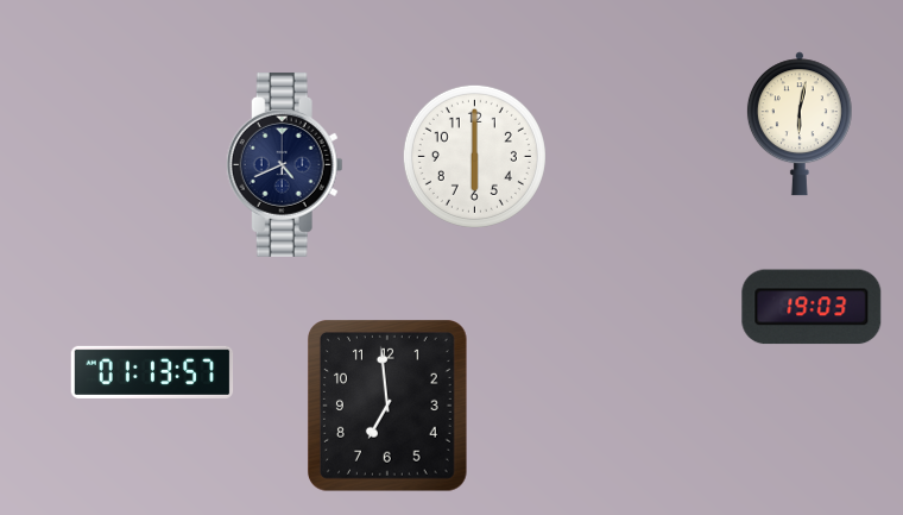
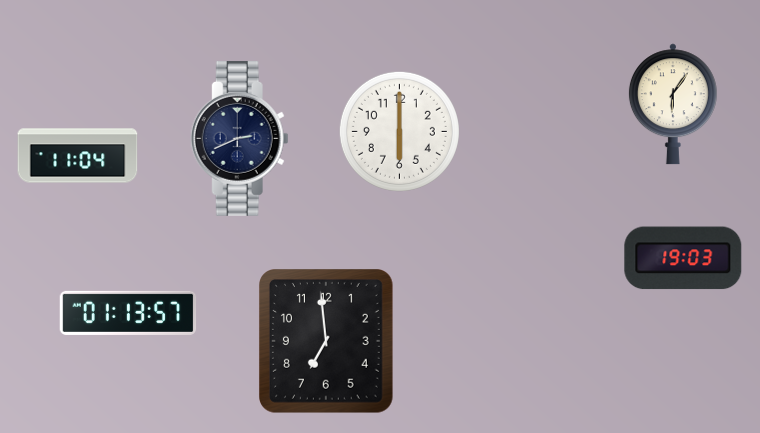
clock at (800, 124): 6:02 -> 6:06
clock at (284, 164): 4:41 -> 2:41
clock at (78, 156): none -> 11:04
